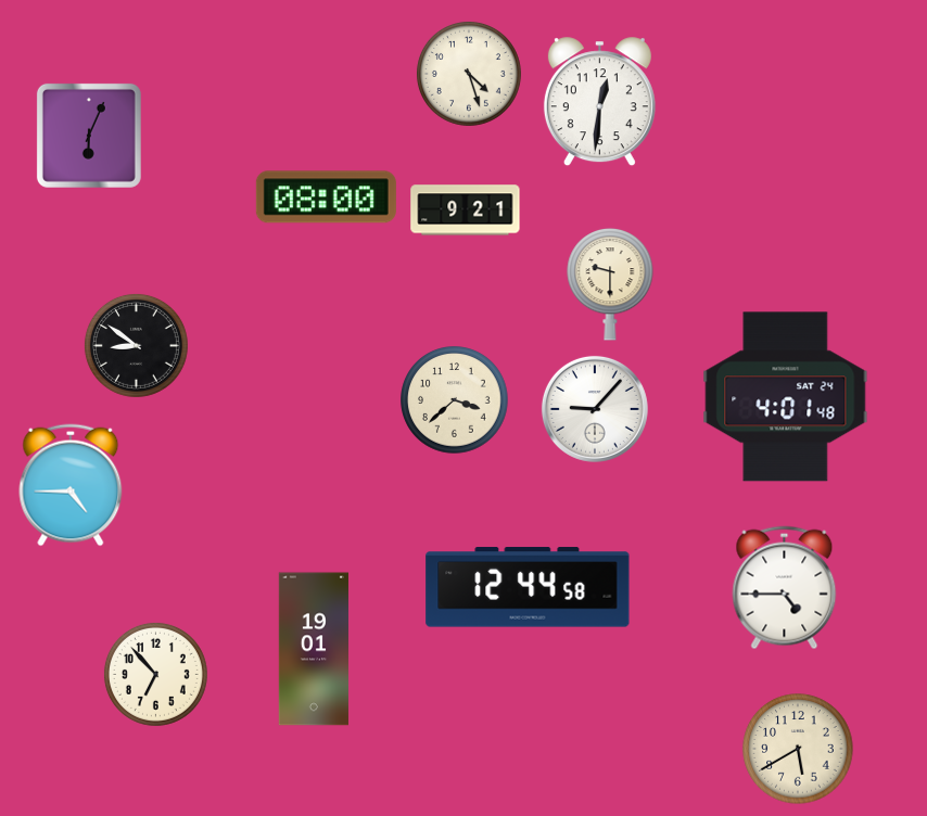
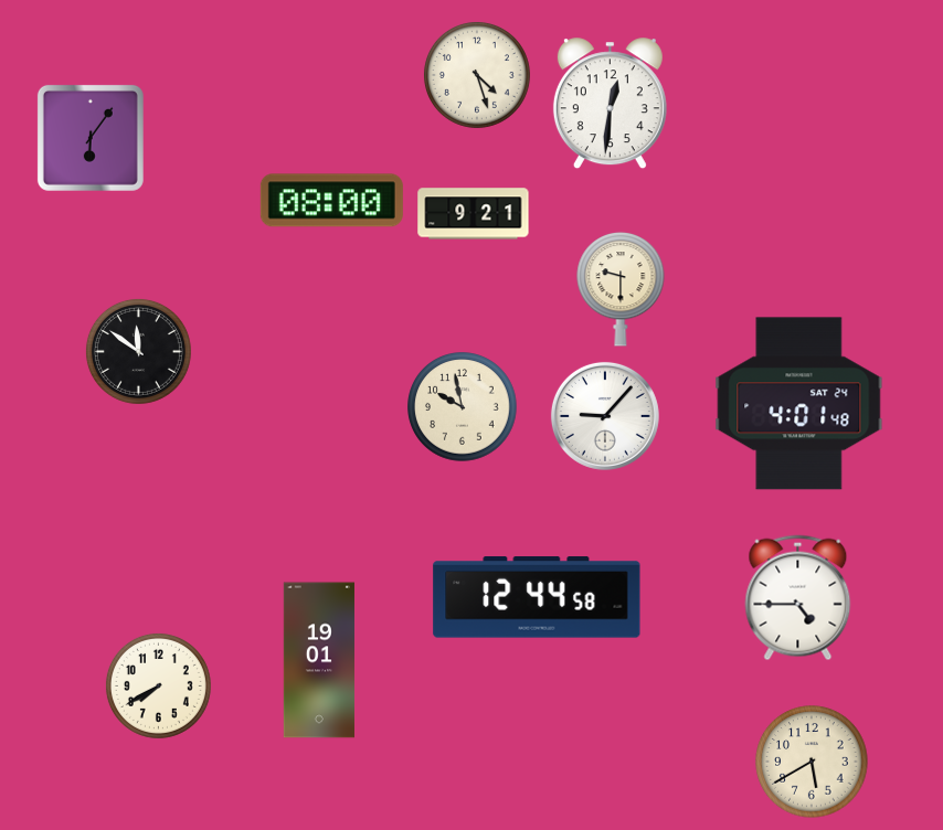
clock at (89, 136): 6:04 -> 6:06
clock at (136, 345): 8:51 -> 11:51
clock at (455, 400): 3:38 -> 9:58
clock at (71, 485): 4:45 -> none
clock at (155, 674): 6:53 -> 7:40
